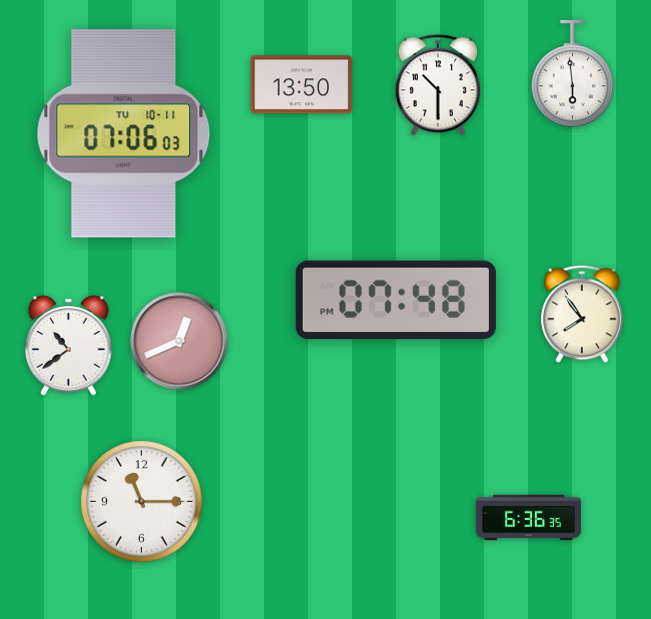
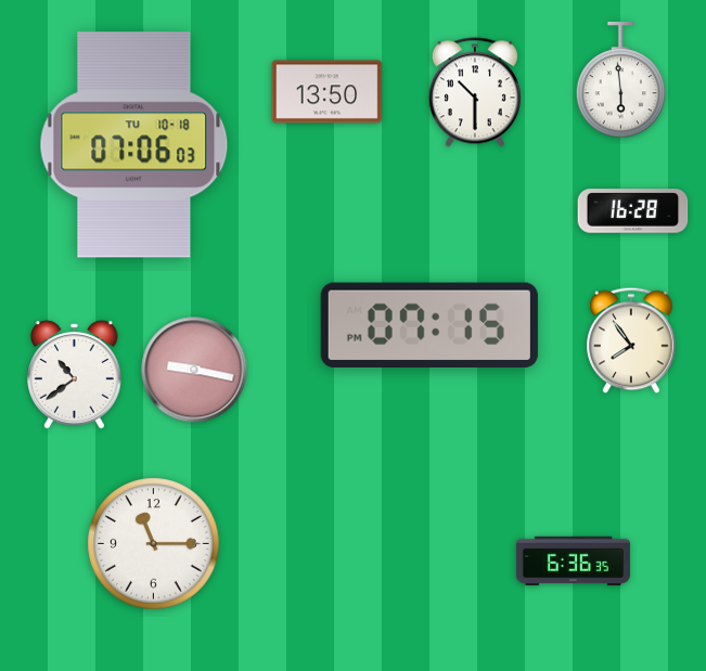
clock at (124, 134) date: TU 10-11 -> TU 10-18
clock at (633, 211): none -> 16:28
clock at (396, 300): 07:48 -> 07:15
clock at (179, 341): 12:41 -> 9:17
